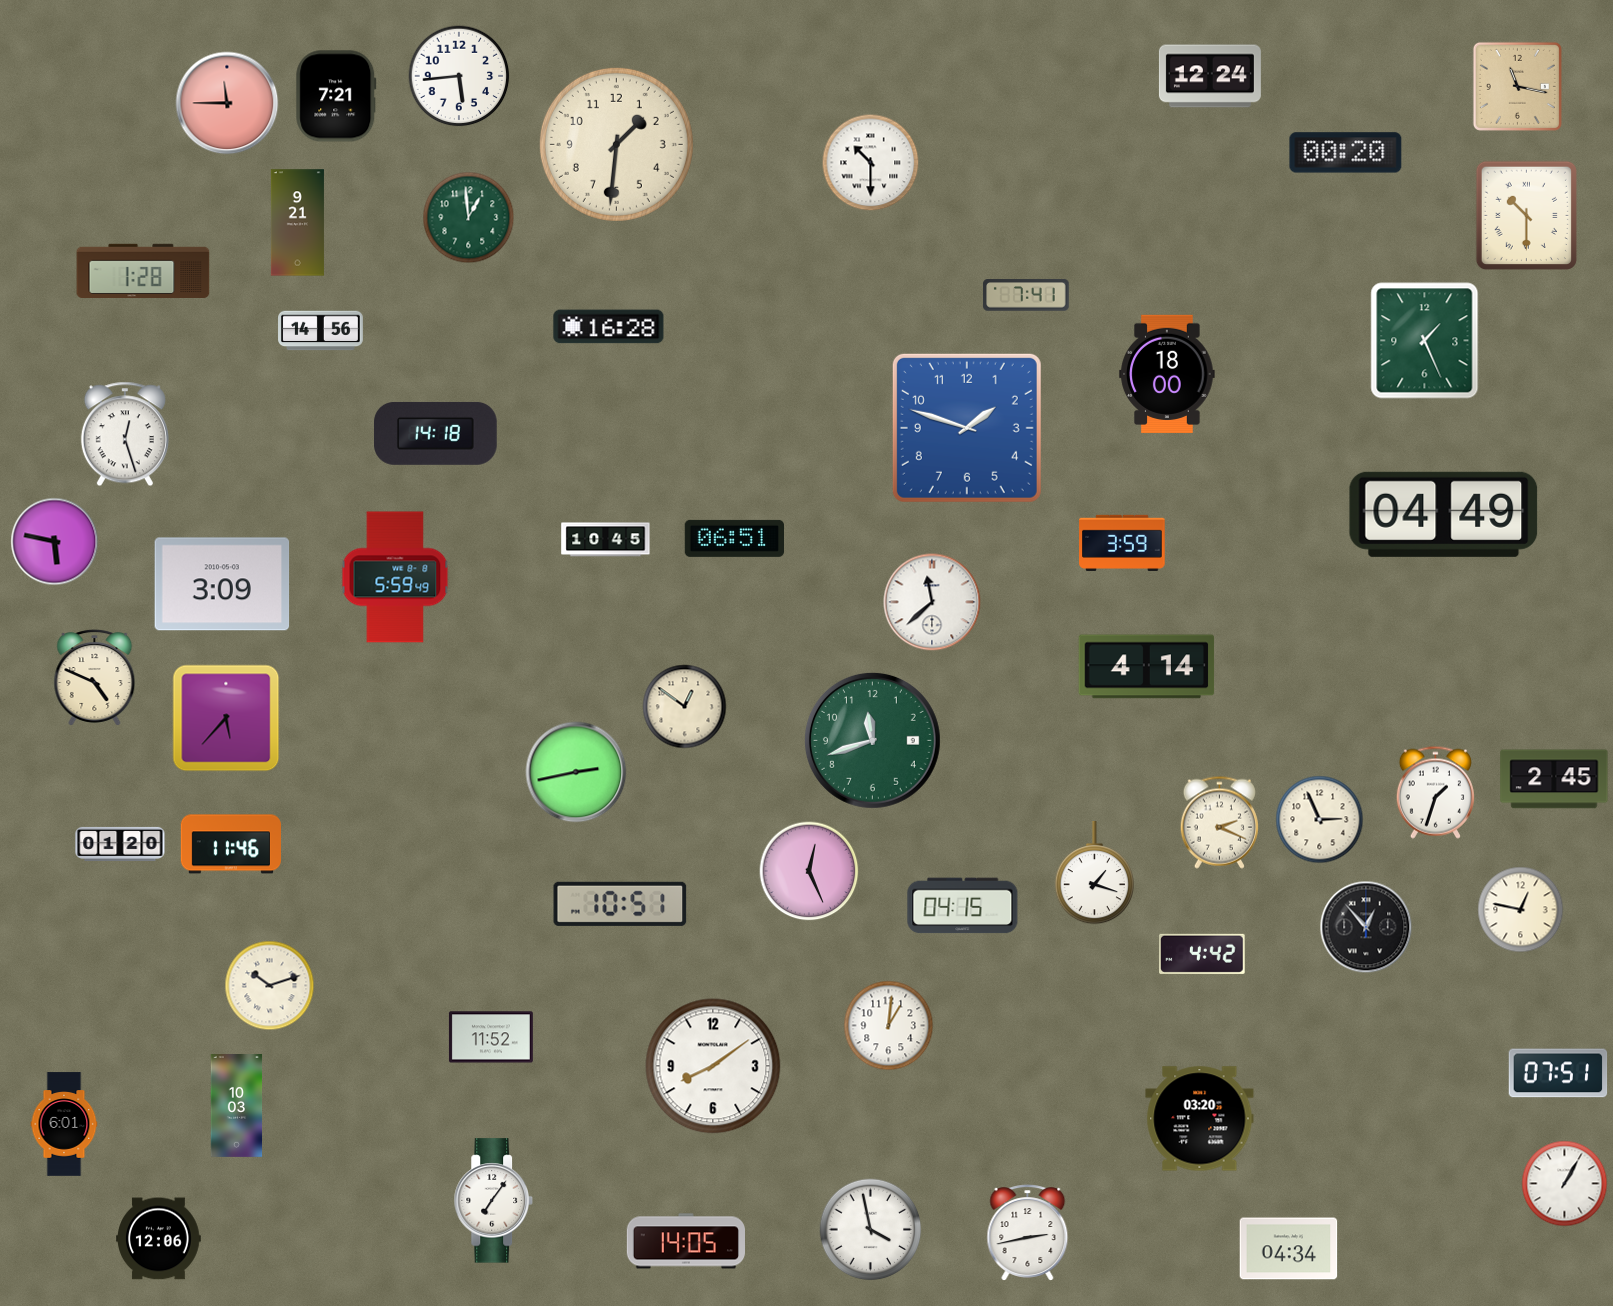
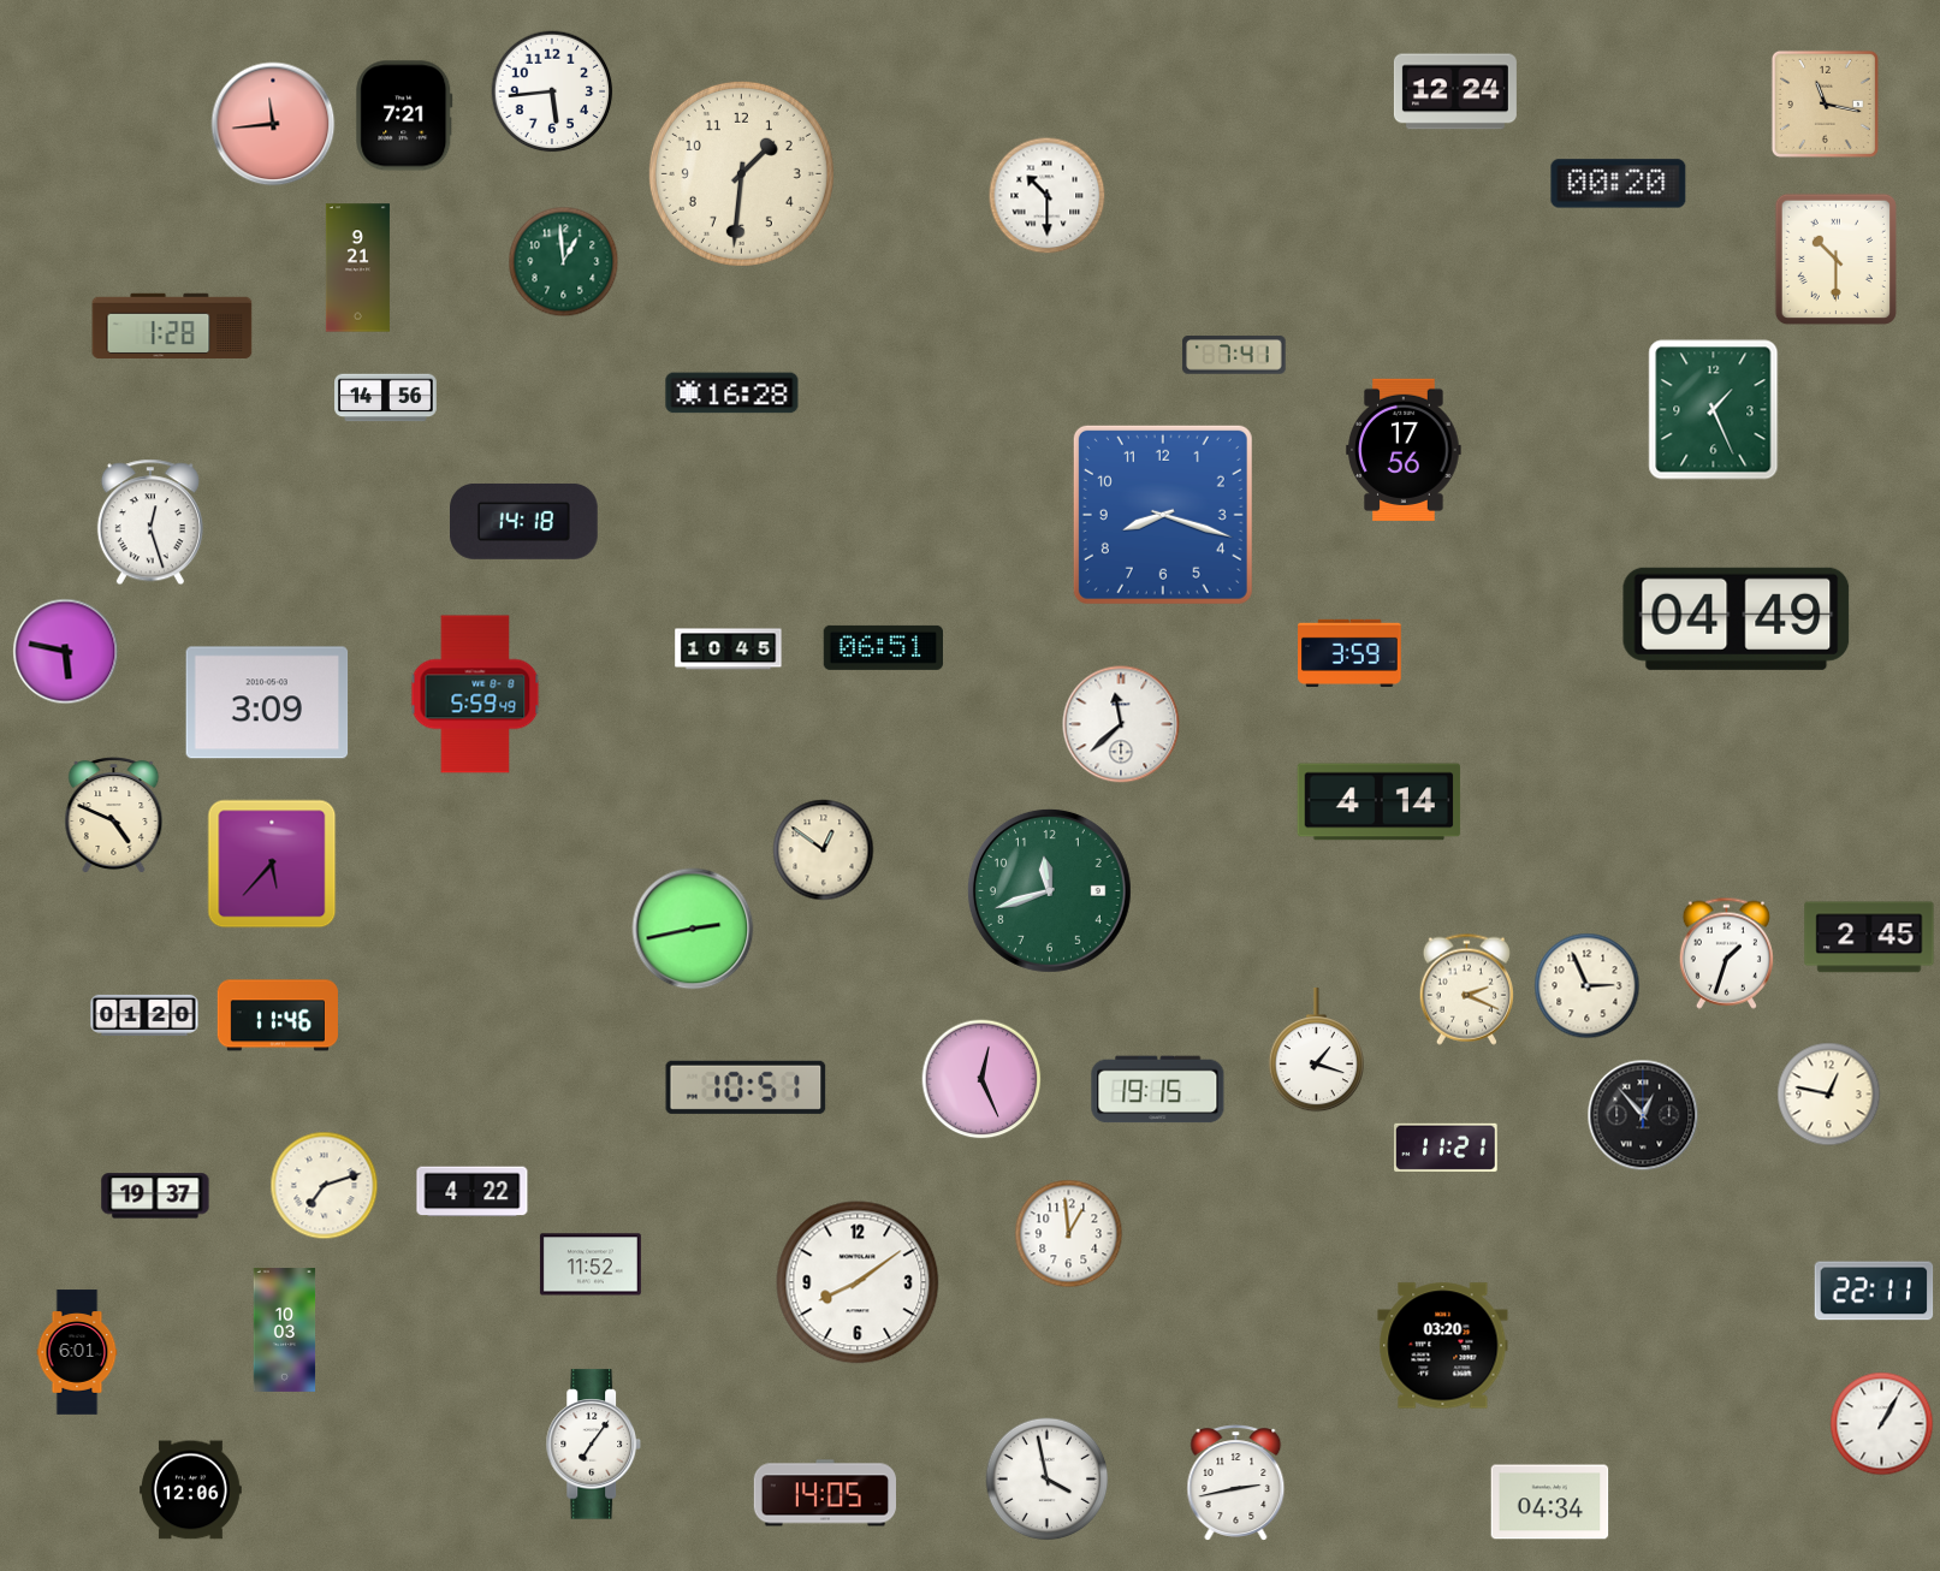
clock at (227, 103): 11:45 -> 11:44
clock at (1167, 374): 18:00 -> 17:56
clock at (967, 428): 1:48 -> 8:18
clock at (809, 871) position: (809, 871) -> (981, 1079)
clock at (963, 906): 04:15 -> 19:15
clock at (1203, 954): 4:42 -> 11:21
clock at (270, 986): 10:12 -> 7:12
clock at (473, 1192): none -> 4:22
clock at (155, 1196): none -> 19:37
clock at (889, 1026): 1:01 -> 12:59
clock at (491, 1037) position: (491, 1037) -> (591, 1264)
clock at (1558, 1073): 07:51 -> 22:11
